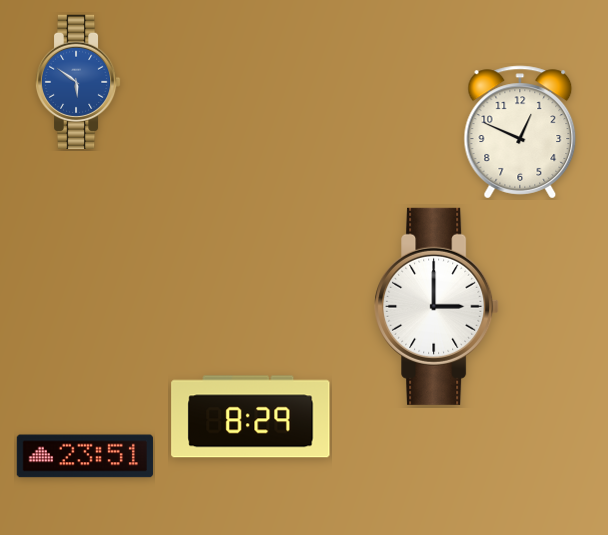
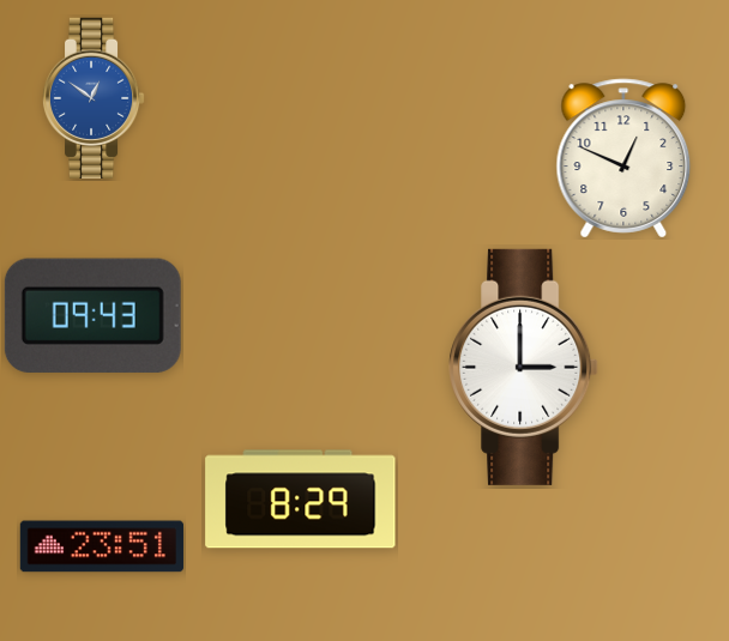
clock at (78, 81): 5:51 -> 12:51
clock at (92, 315): none -> 09:43
